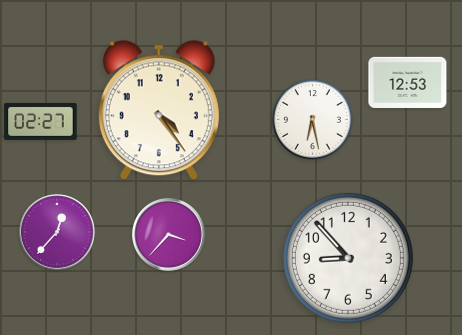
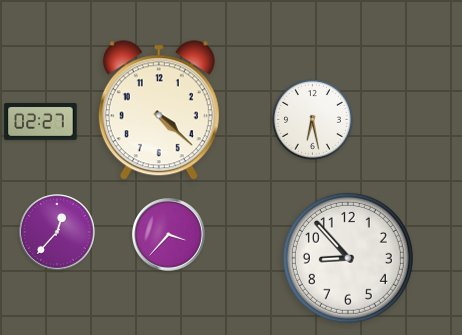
clock at (408, 82): 12:53 -> none
clock at (159, 111): 4:24 -> 4:22
